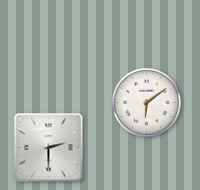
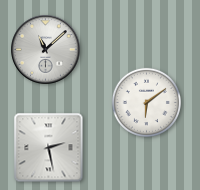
clock at (46, 50): none -> 11:08
clock at (49, 148): 2:30 -> 2:28
